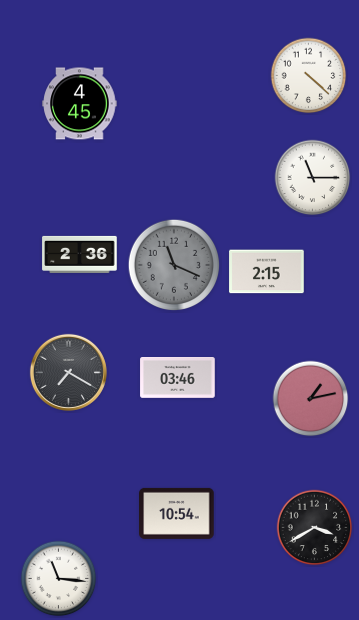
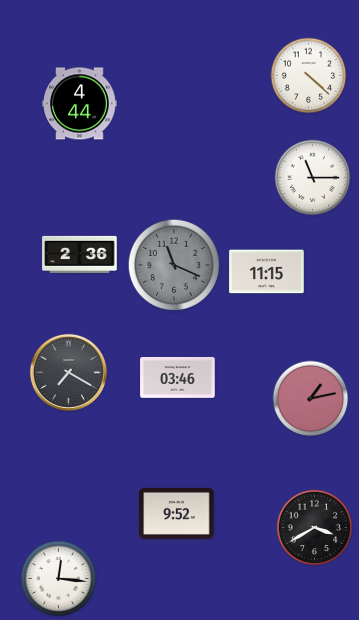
clock at (80, 104): 4:45 -> 4:44
clock at (267, 272): 2:15 -> 11:15
clock at (177, 513): 10:54 -> 9:52
clock at (59, 579): 11:16 -> 12:16
